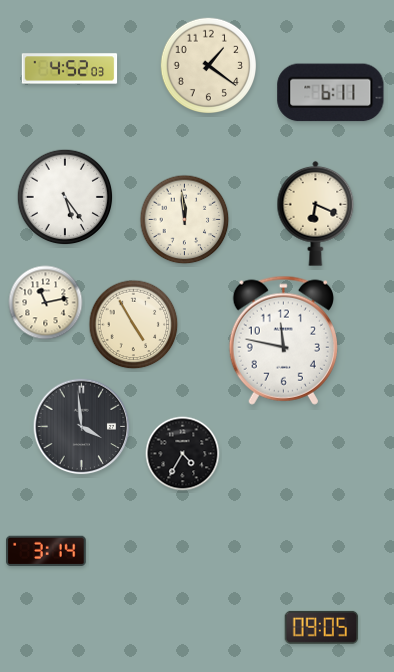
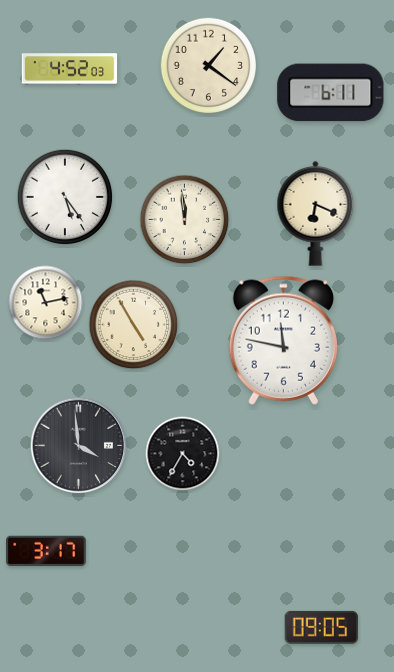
clock at (82, 427) position: (82, 427) -> (79, 446)
clock at (47, 550): 3:14 -> 3:17
